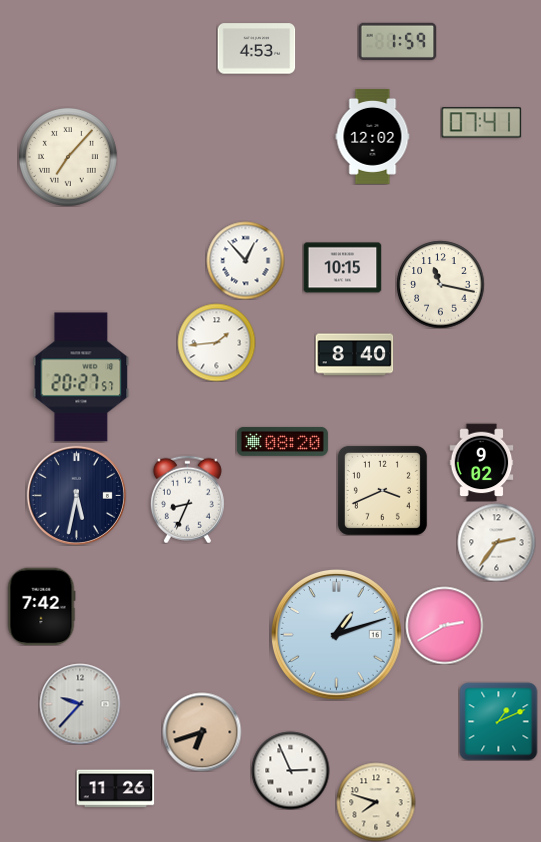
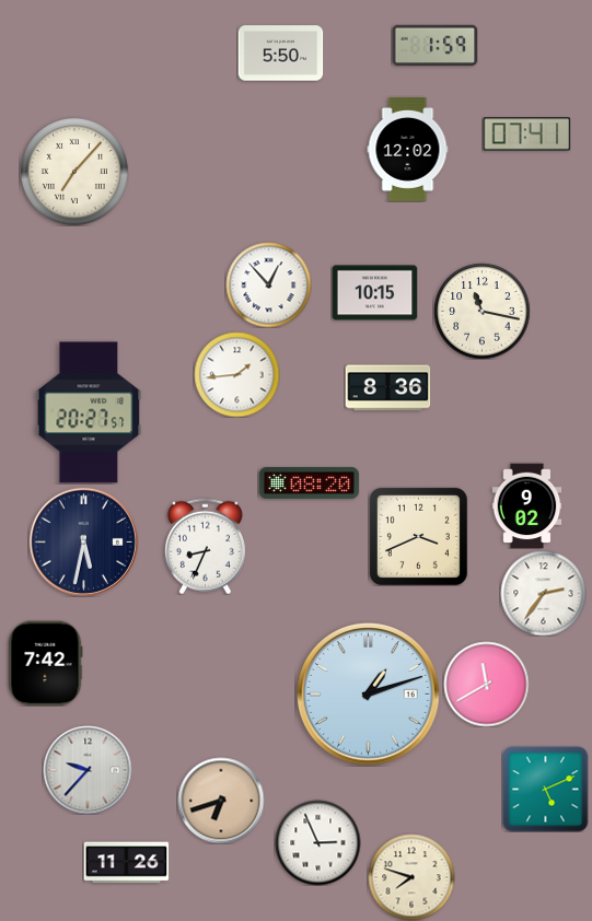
clock at (256, 49): 4:53 -> 5:50
clock at (354, 355): 8:40 -> 8:36
clock at (444, 625): 2:40 -> 11:40
clock at (498, 721): 1:11 -> 5:11
